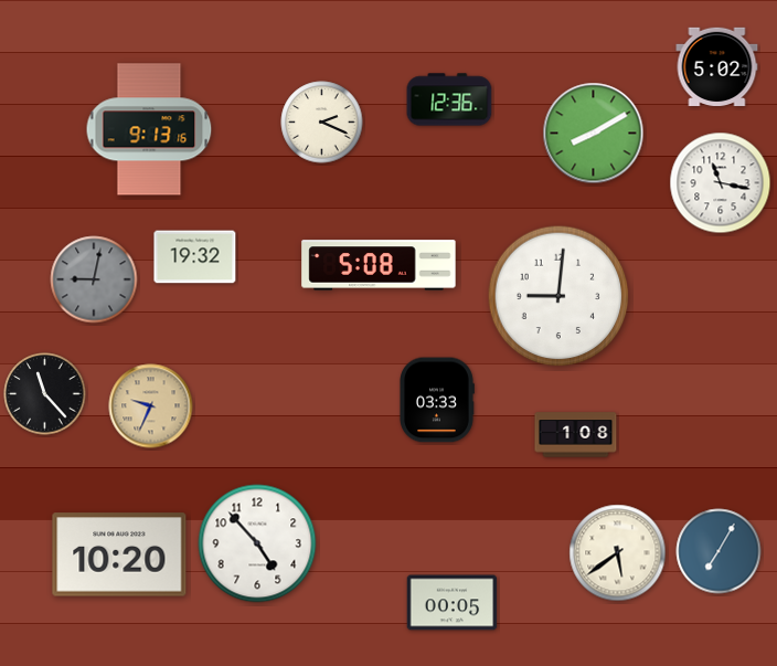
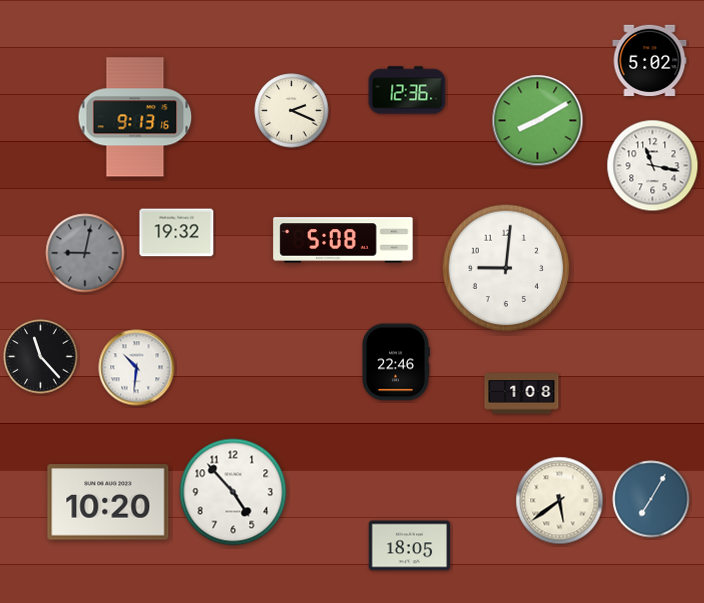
clock at (437, 400): 03:33 -> 22:46
clock at (151, 406): 9:34 -> 10:31
clock at (151, 406) dial: champagne -> white
clock at (453, 603): 00:05 -> 18:05
